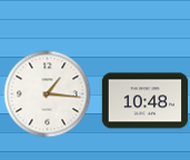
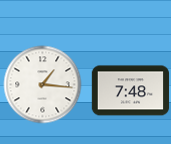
clock at (144, 101): 10:48 -> 7:48
